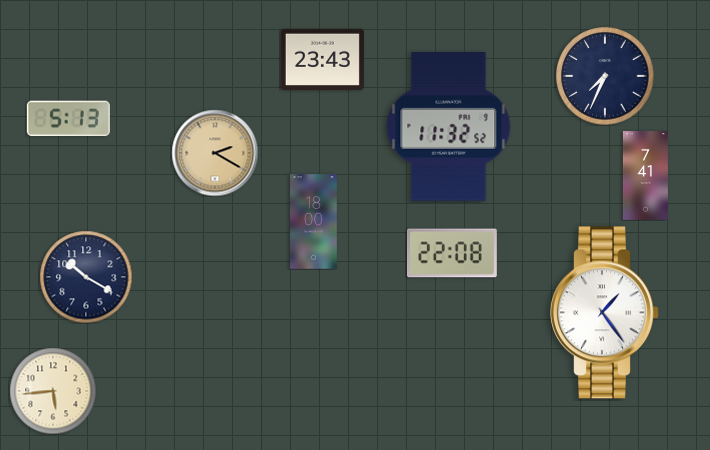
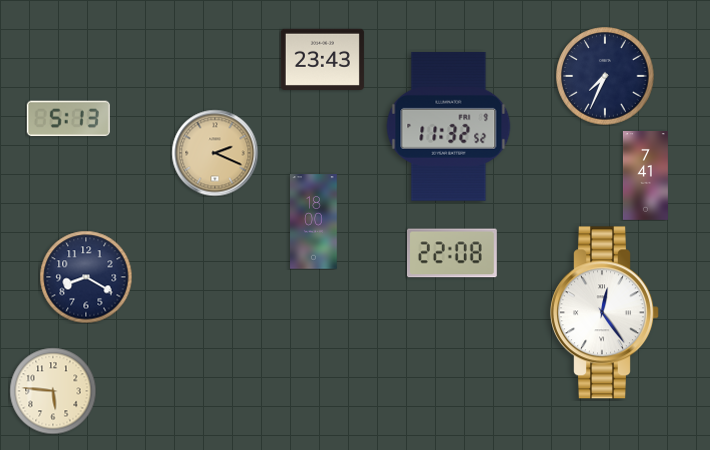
clock at (215, 153): 2:20 -> 2:19
clock at (86, 277): 10:20 -> 8:20
clock at (605, 313): 1:24 -> 12:24
clock at (53, 391): 5:44 -> 5:46
